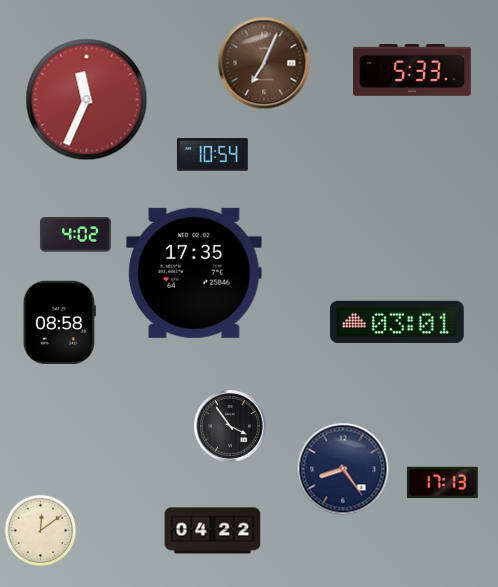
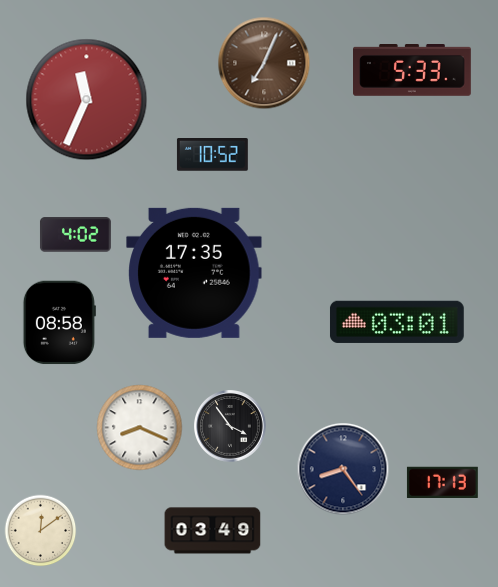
clock at (212, 155): 10:54 -> 10:52
clock at (140, 428): none -> 8:19
clock at (213, 531): 04:22 -> 03:49
